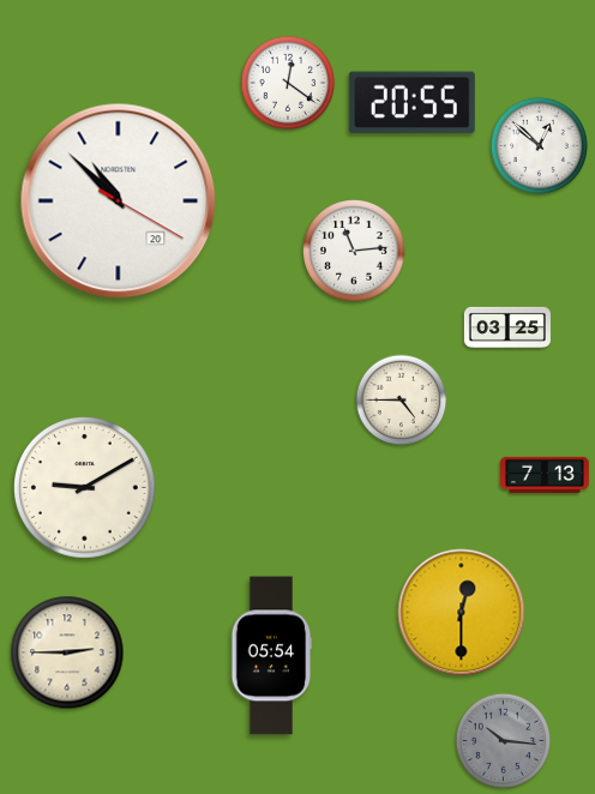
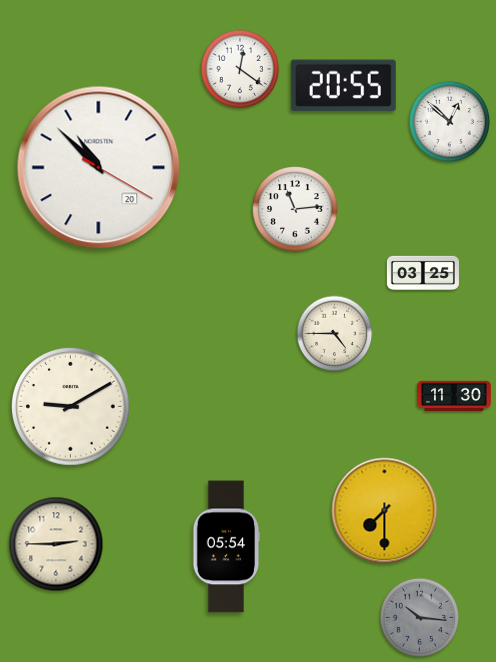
clock at (545, 475): 7:13 -> 11:30
clock at (462, 613): 12:30 -> 7:30
